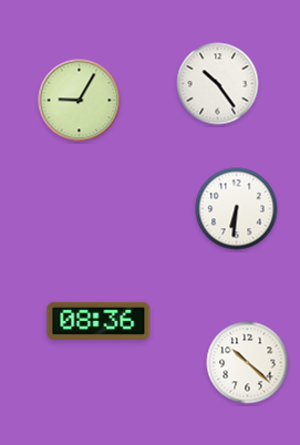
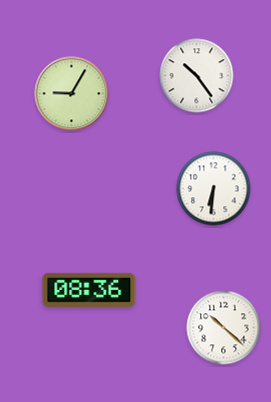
clock at (80, 101) position: (80, 101) -> (72, 94)
